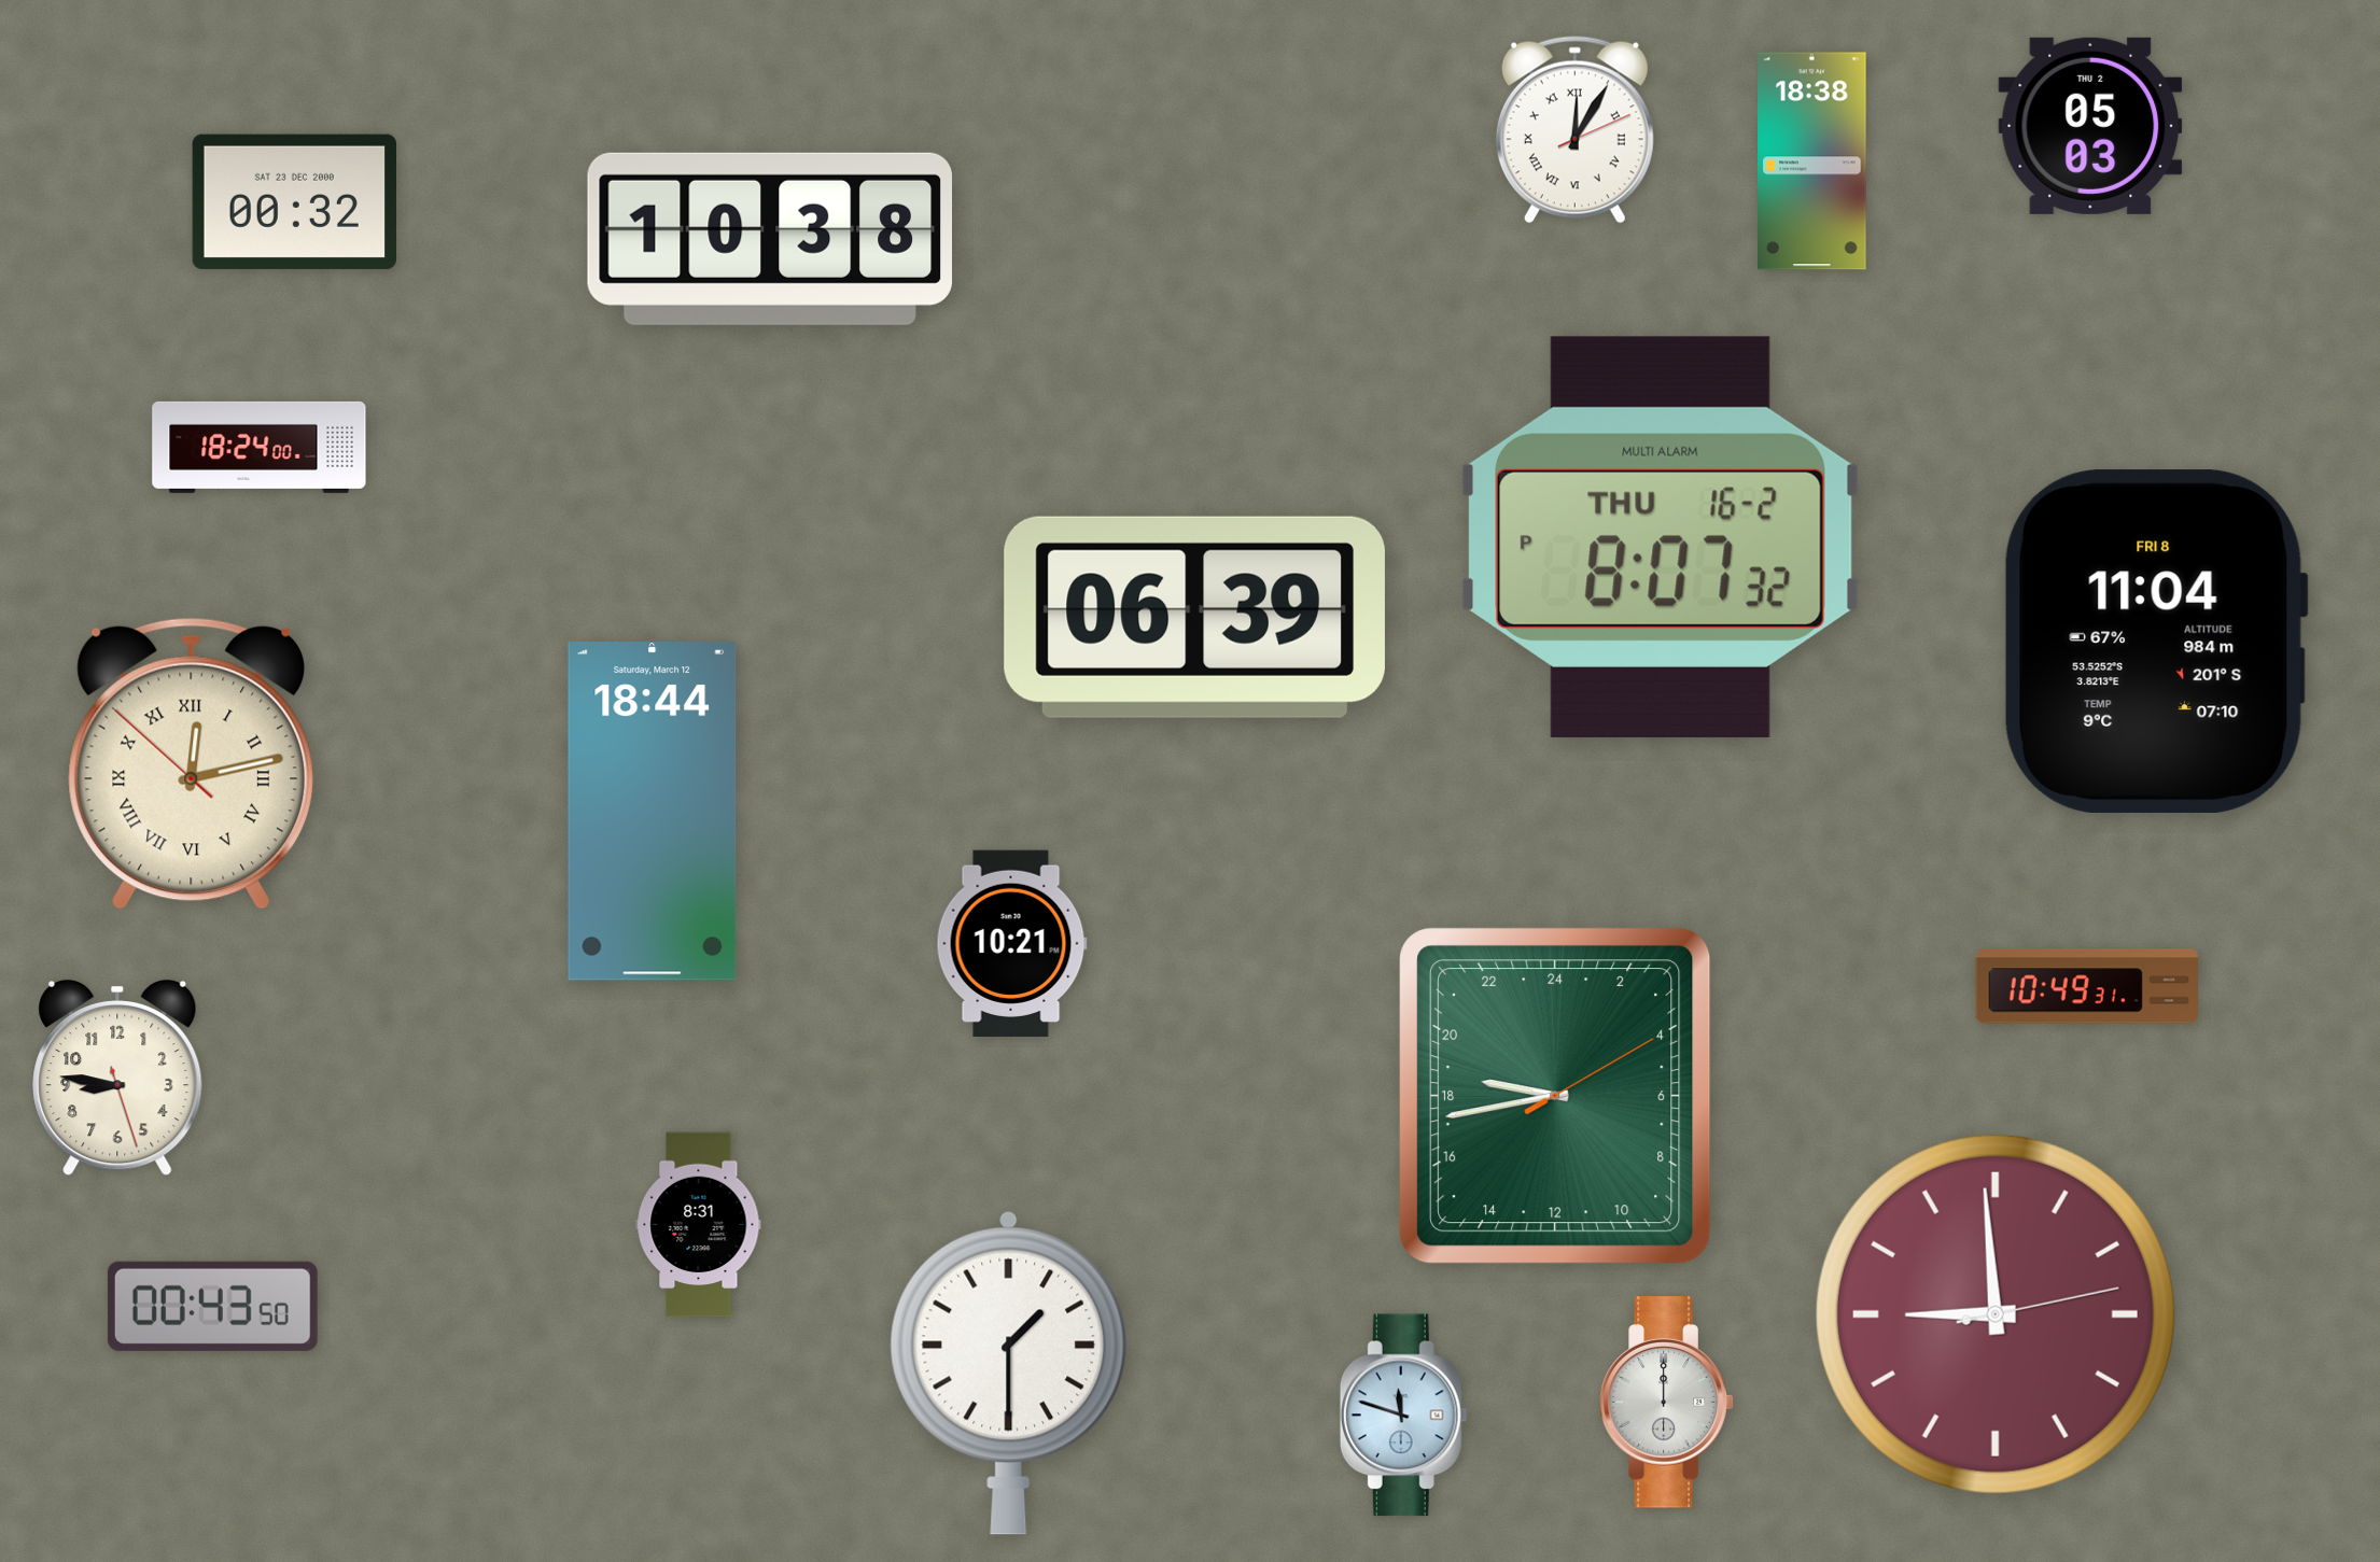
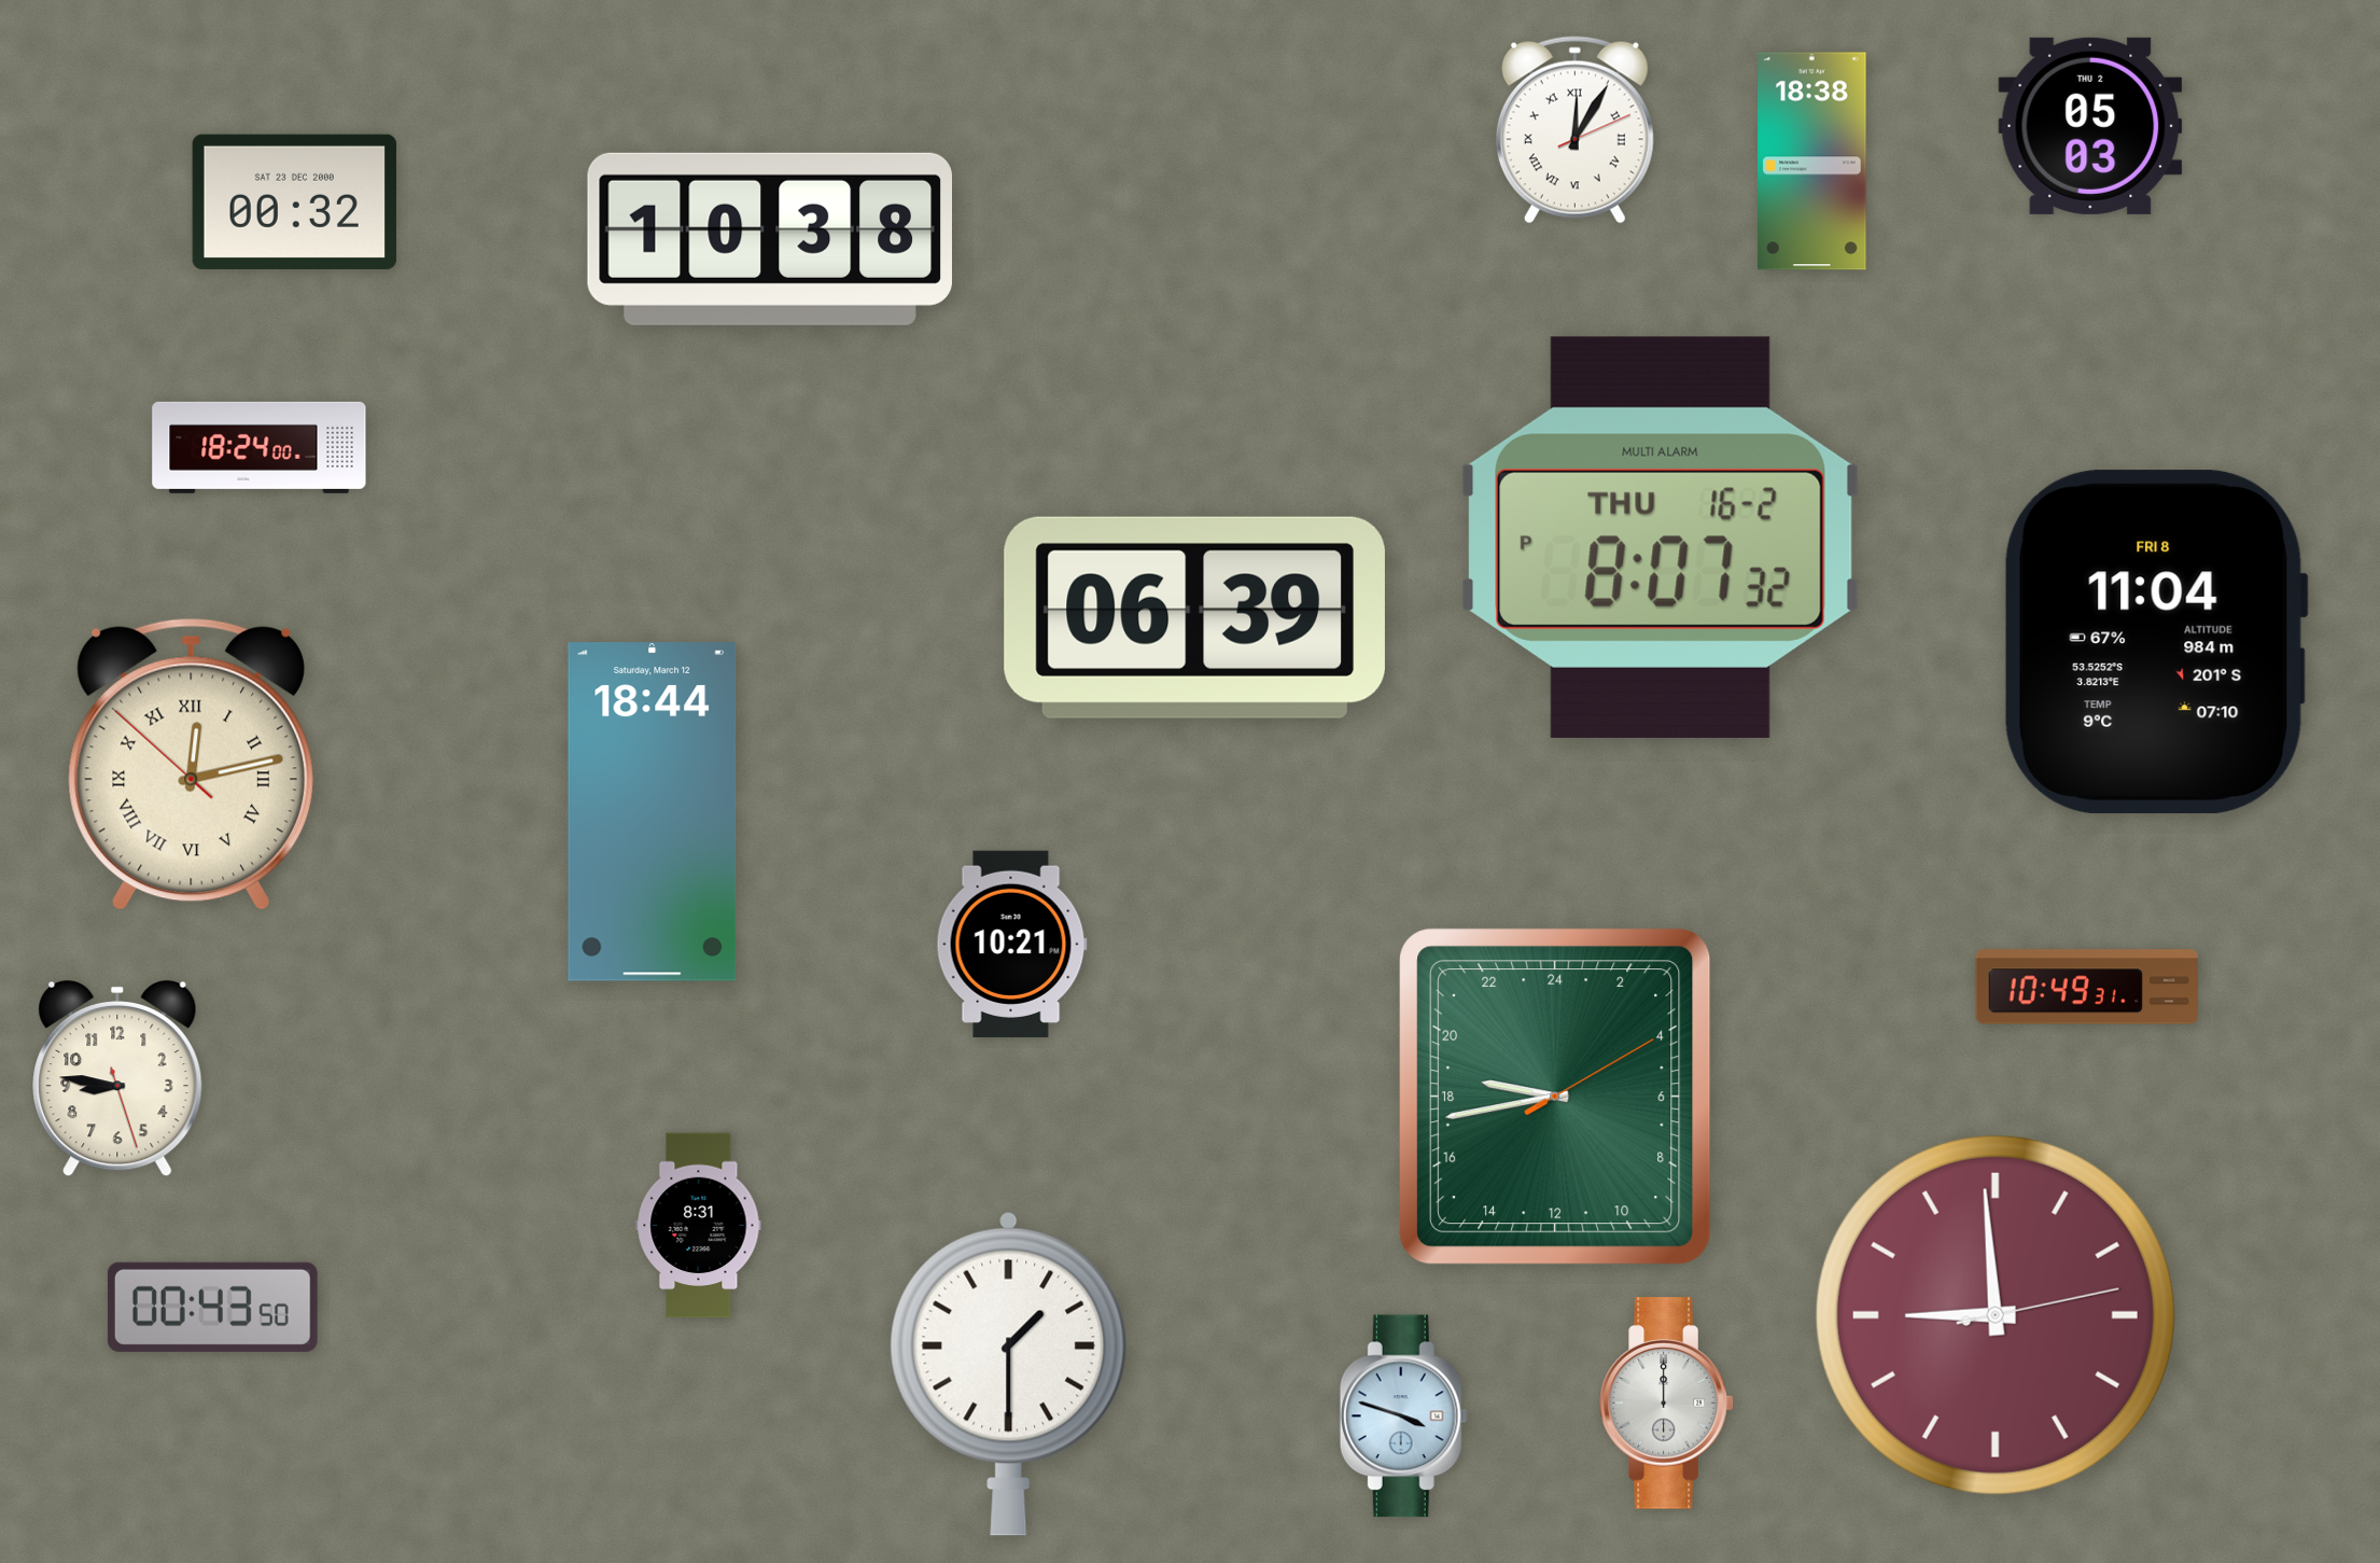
clock at (1403, 1416): 11:48 -> 3:48
